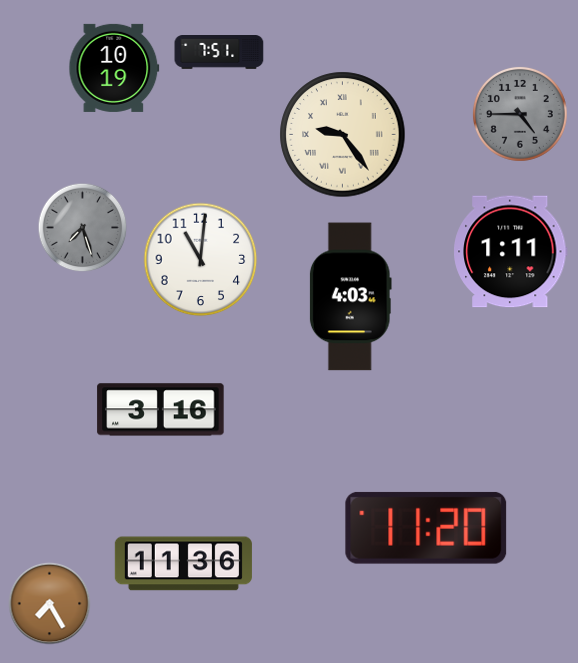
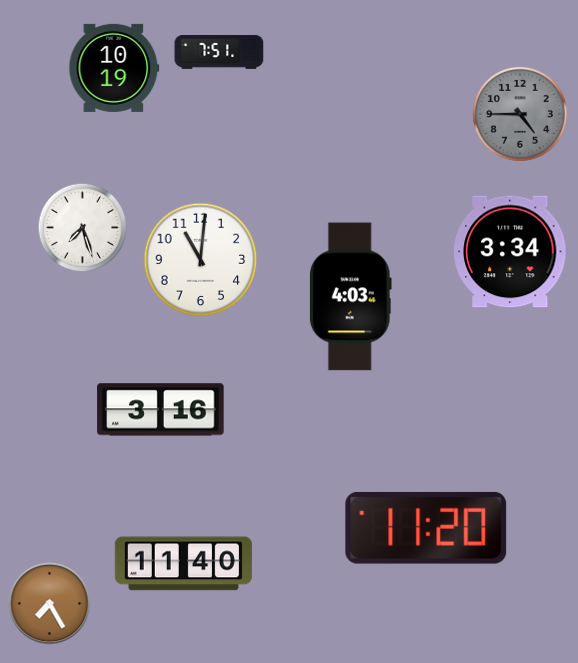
clock at (343, 135): 9:24 -> none
clock at (83, 228) dial: grey -> white
clock at (511, 252): 1:11 -> 3:34
clock at (183, 564): 11:36 -> 11:40
